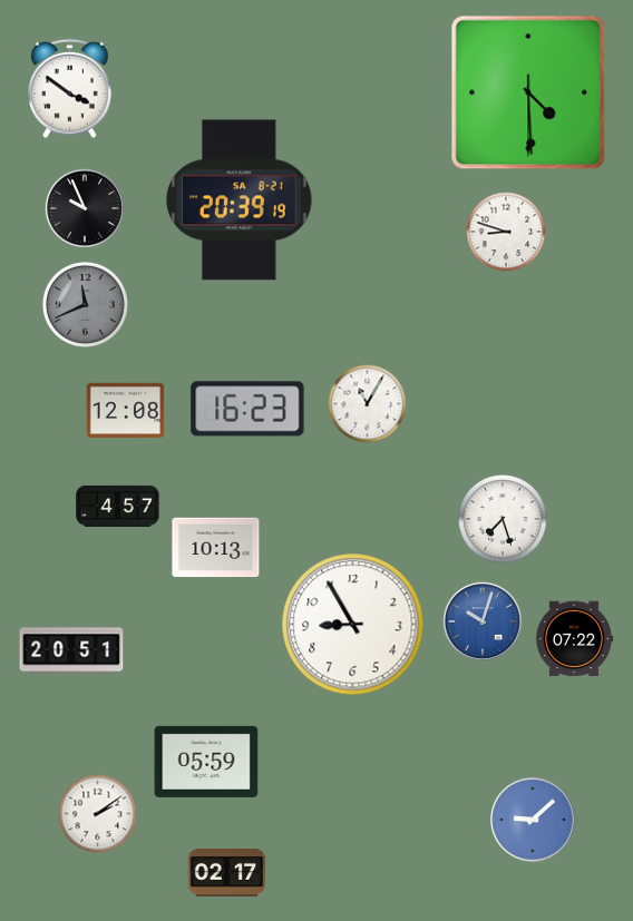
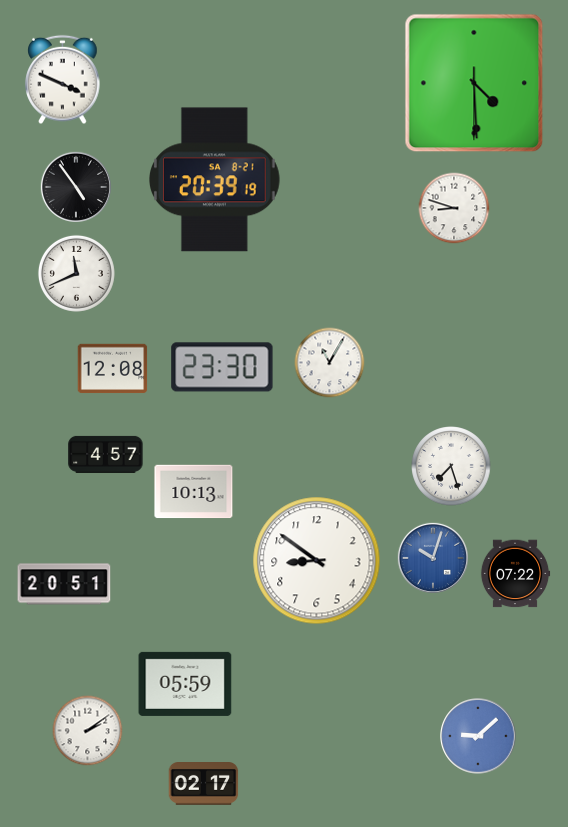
clock at (70, 89): 3:51 -> 3:49
clock at (85, 208): 9:56 -> 4:54
clock at (85, 304) dial: grey -> white
clock at (247, 409): 16:23 -> 23:30
clock at (353, 625): 8:55 -> 8:51
